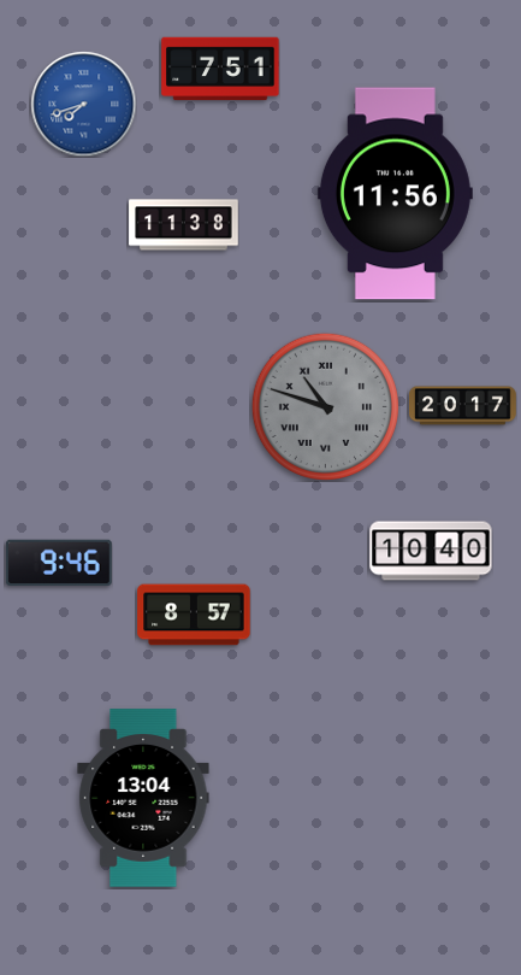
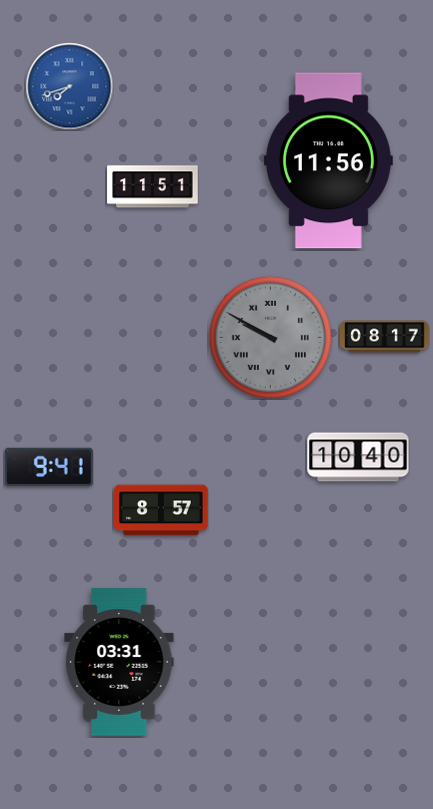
clock at (220, 69): 7:51 -> none
clock at (184, 225): 11:38 -> 11:51
clock at (325, 406): 10:48 -> 9:50
clock at (463, 406): 20:17 -> 08:17
clock at (59, 562): 9:46 -> 9:41
clock at (143, 798): 13:04 -> 03:31
